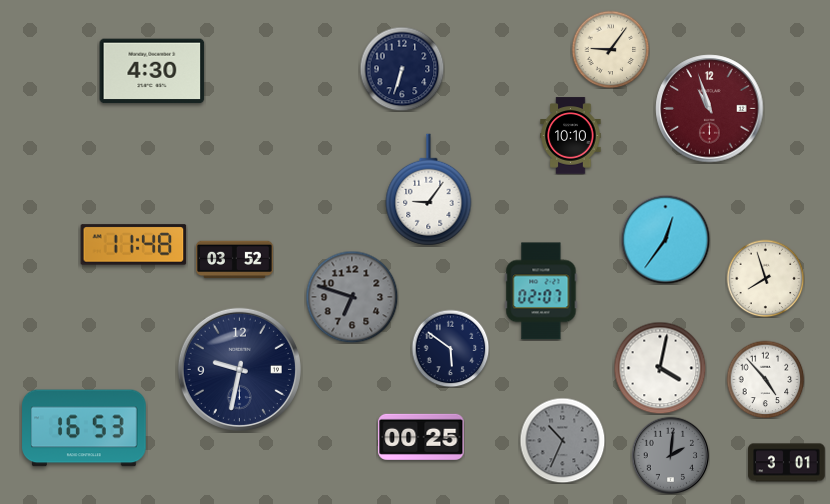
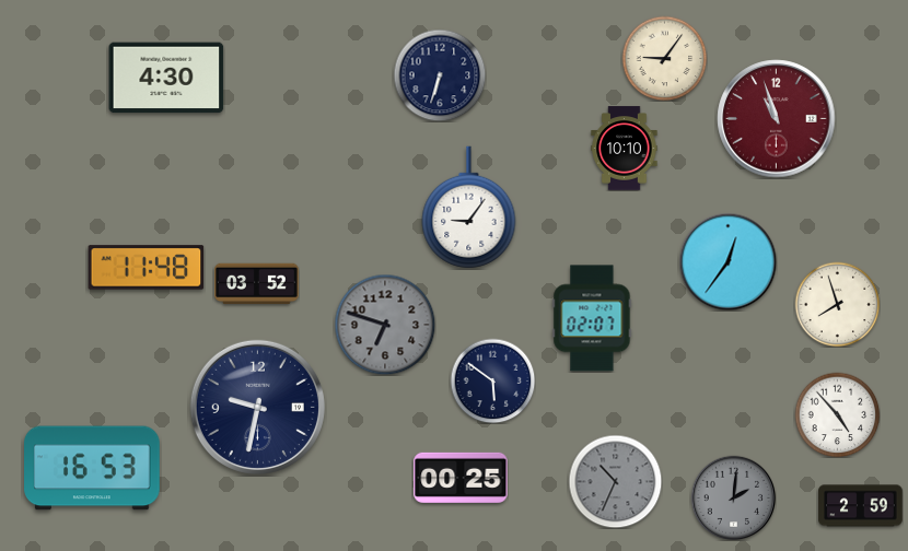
clock at (610, 49) position: (610, 49) -> (664, 58)
clock at (660, 368): 4:02 -> none
clock at (239, 369) position: (239, 369) -> (257, 407)
clock at (787, 463): 3:01 -> 2:59
